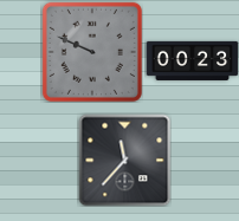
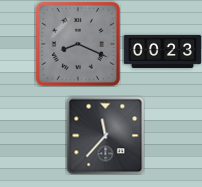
clock at (92, 52): 9:49 -> 8:19
